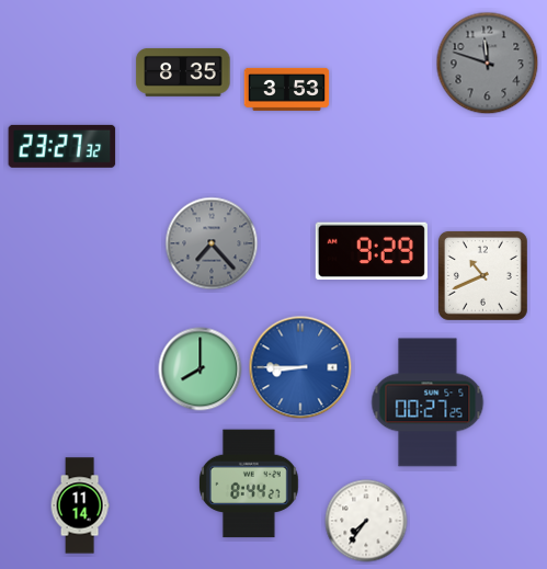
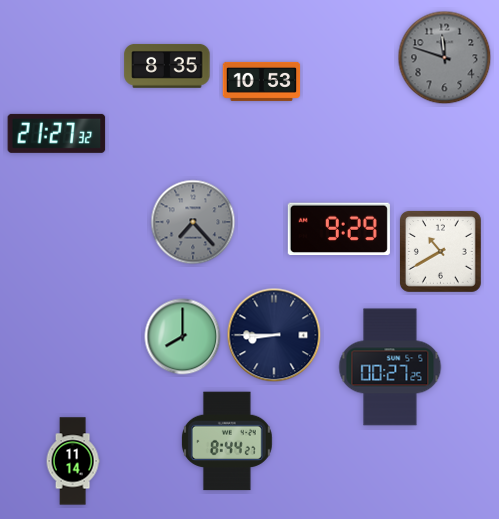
clock at (287, 89): 3:53 -> 10:53
clock at (62, 146): 23:27 -> 21:27
clock at (482, 275): 10:41 -> 10:40
clock at (300, 367) dial: blue -> navy
clock at (366, 521): 7:36 -> none
